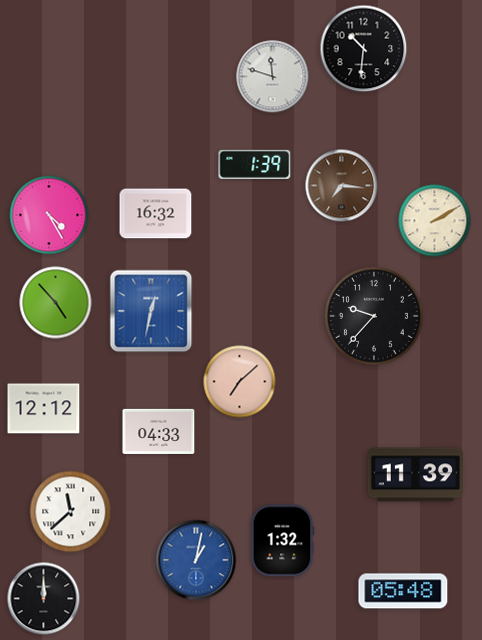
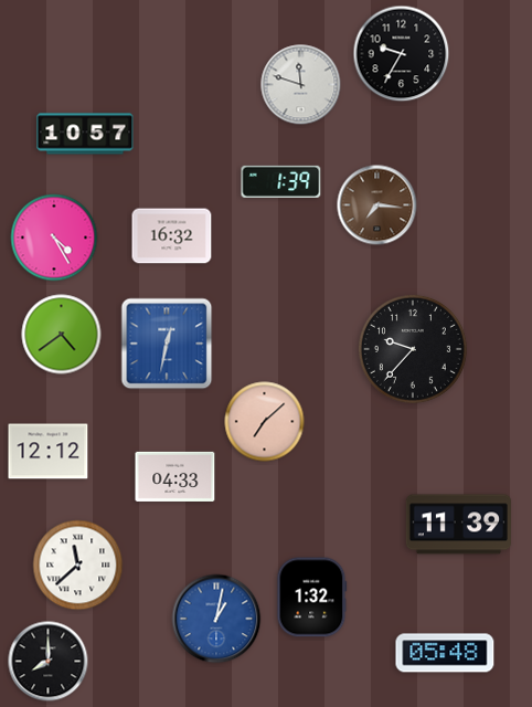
clock at (364, 49): 10:31 -> 9:35
clock at (85, 134): none -> 10:57
clock at (435, 221): 2:10 -> none
clock at (56, 303): 4:53 -> 4:39
clock at (44, 599): 12:00 -> 8:00
